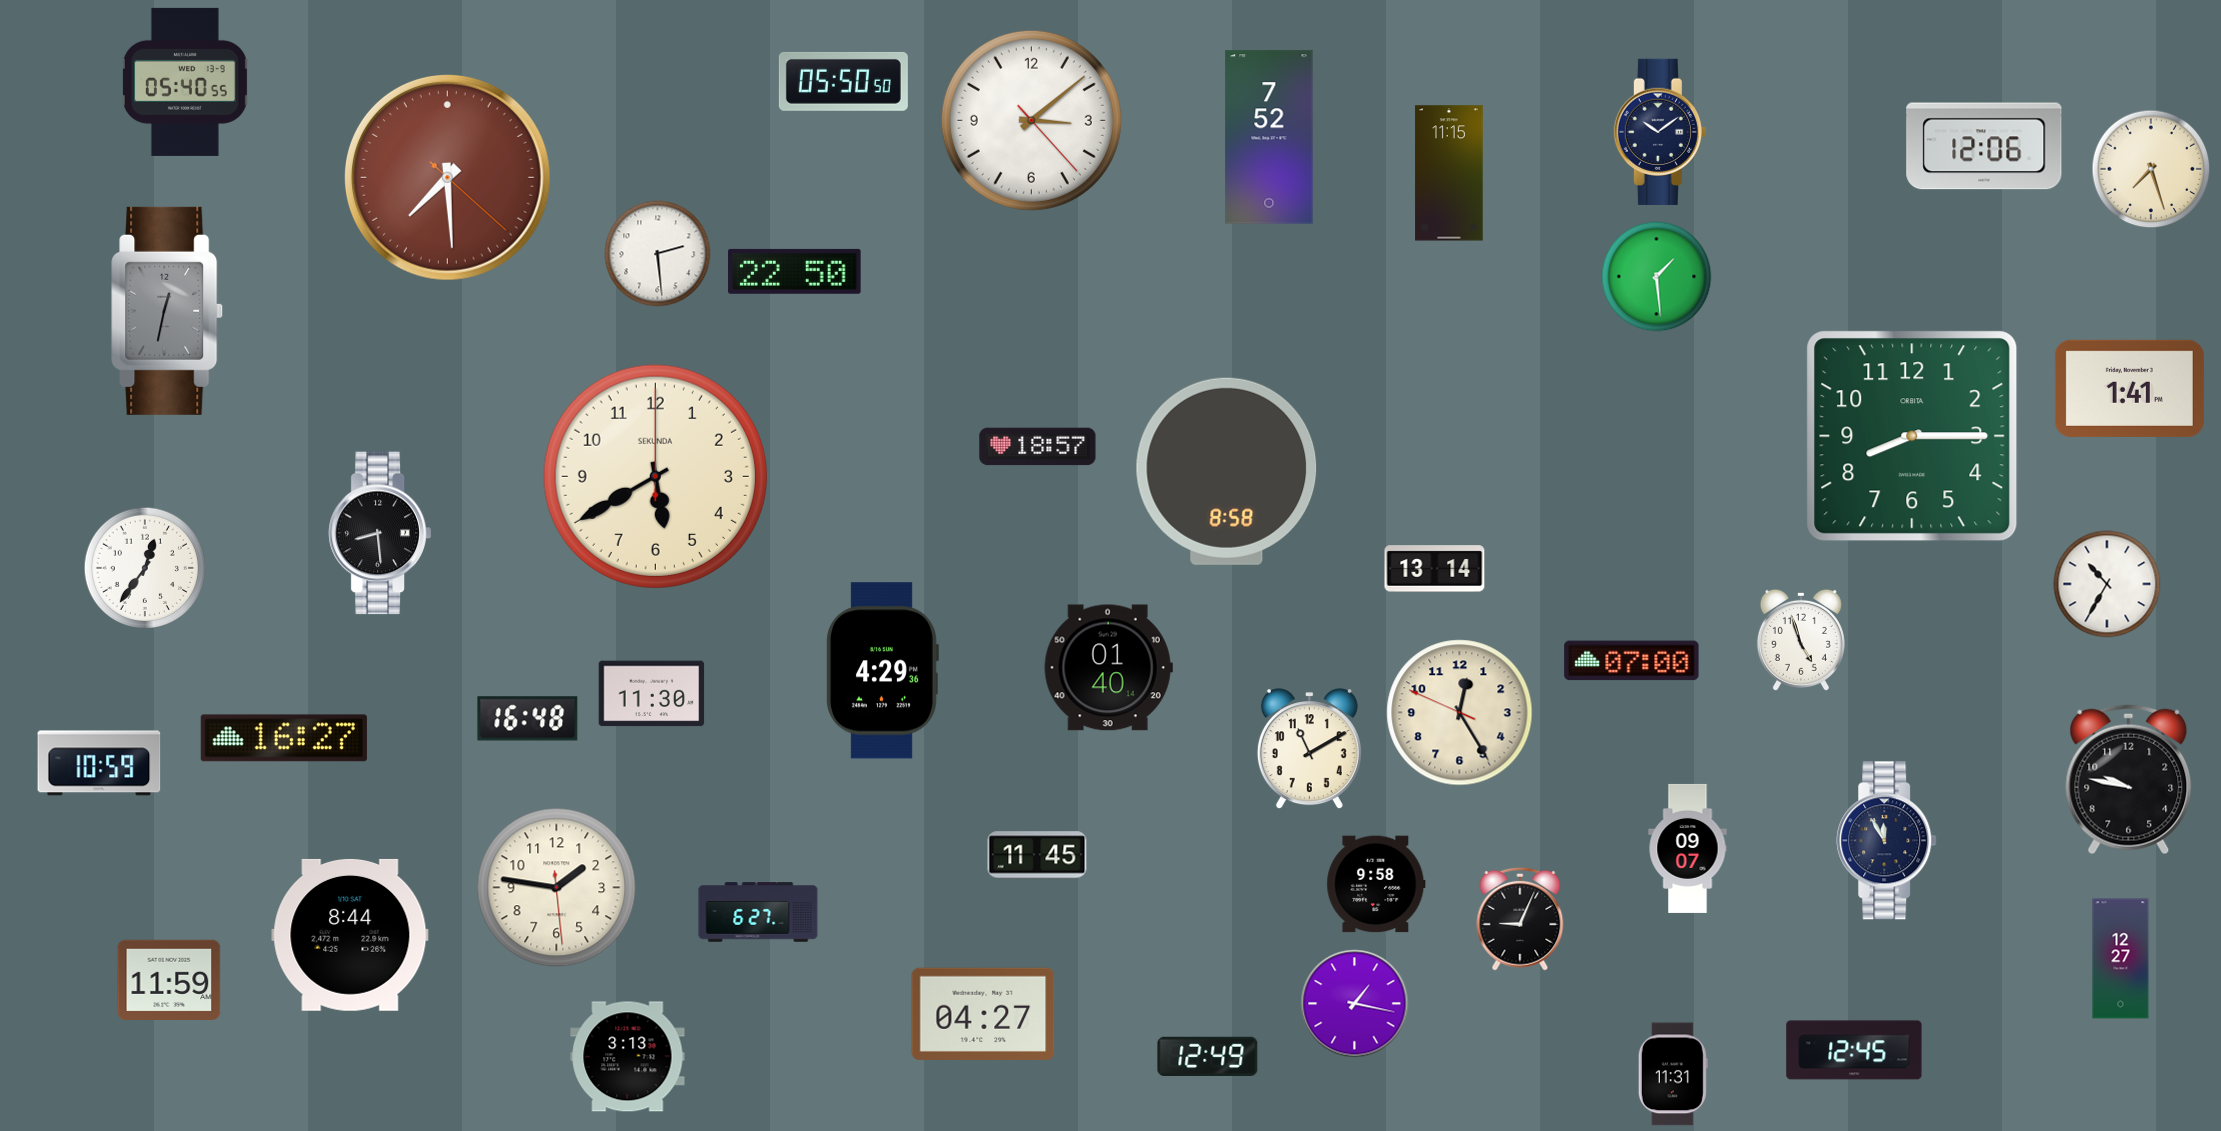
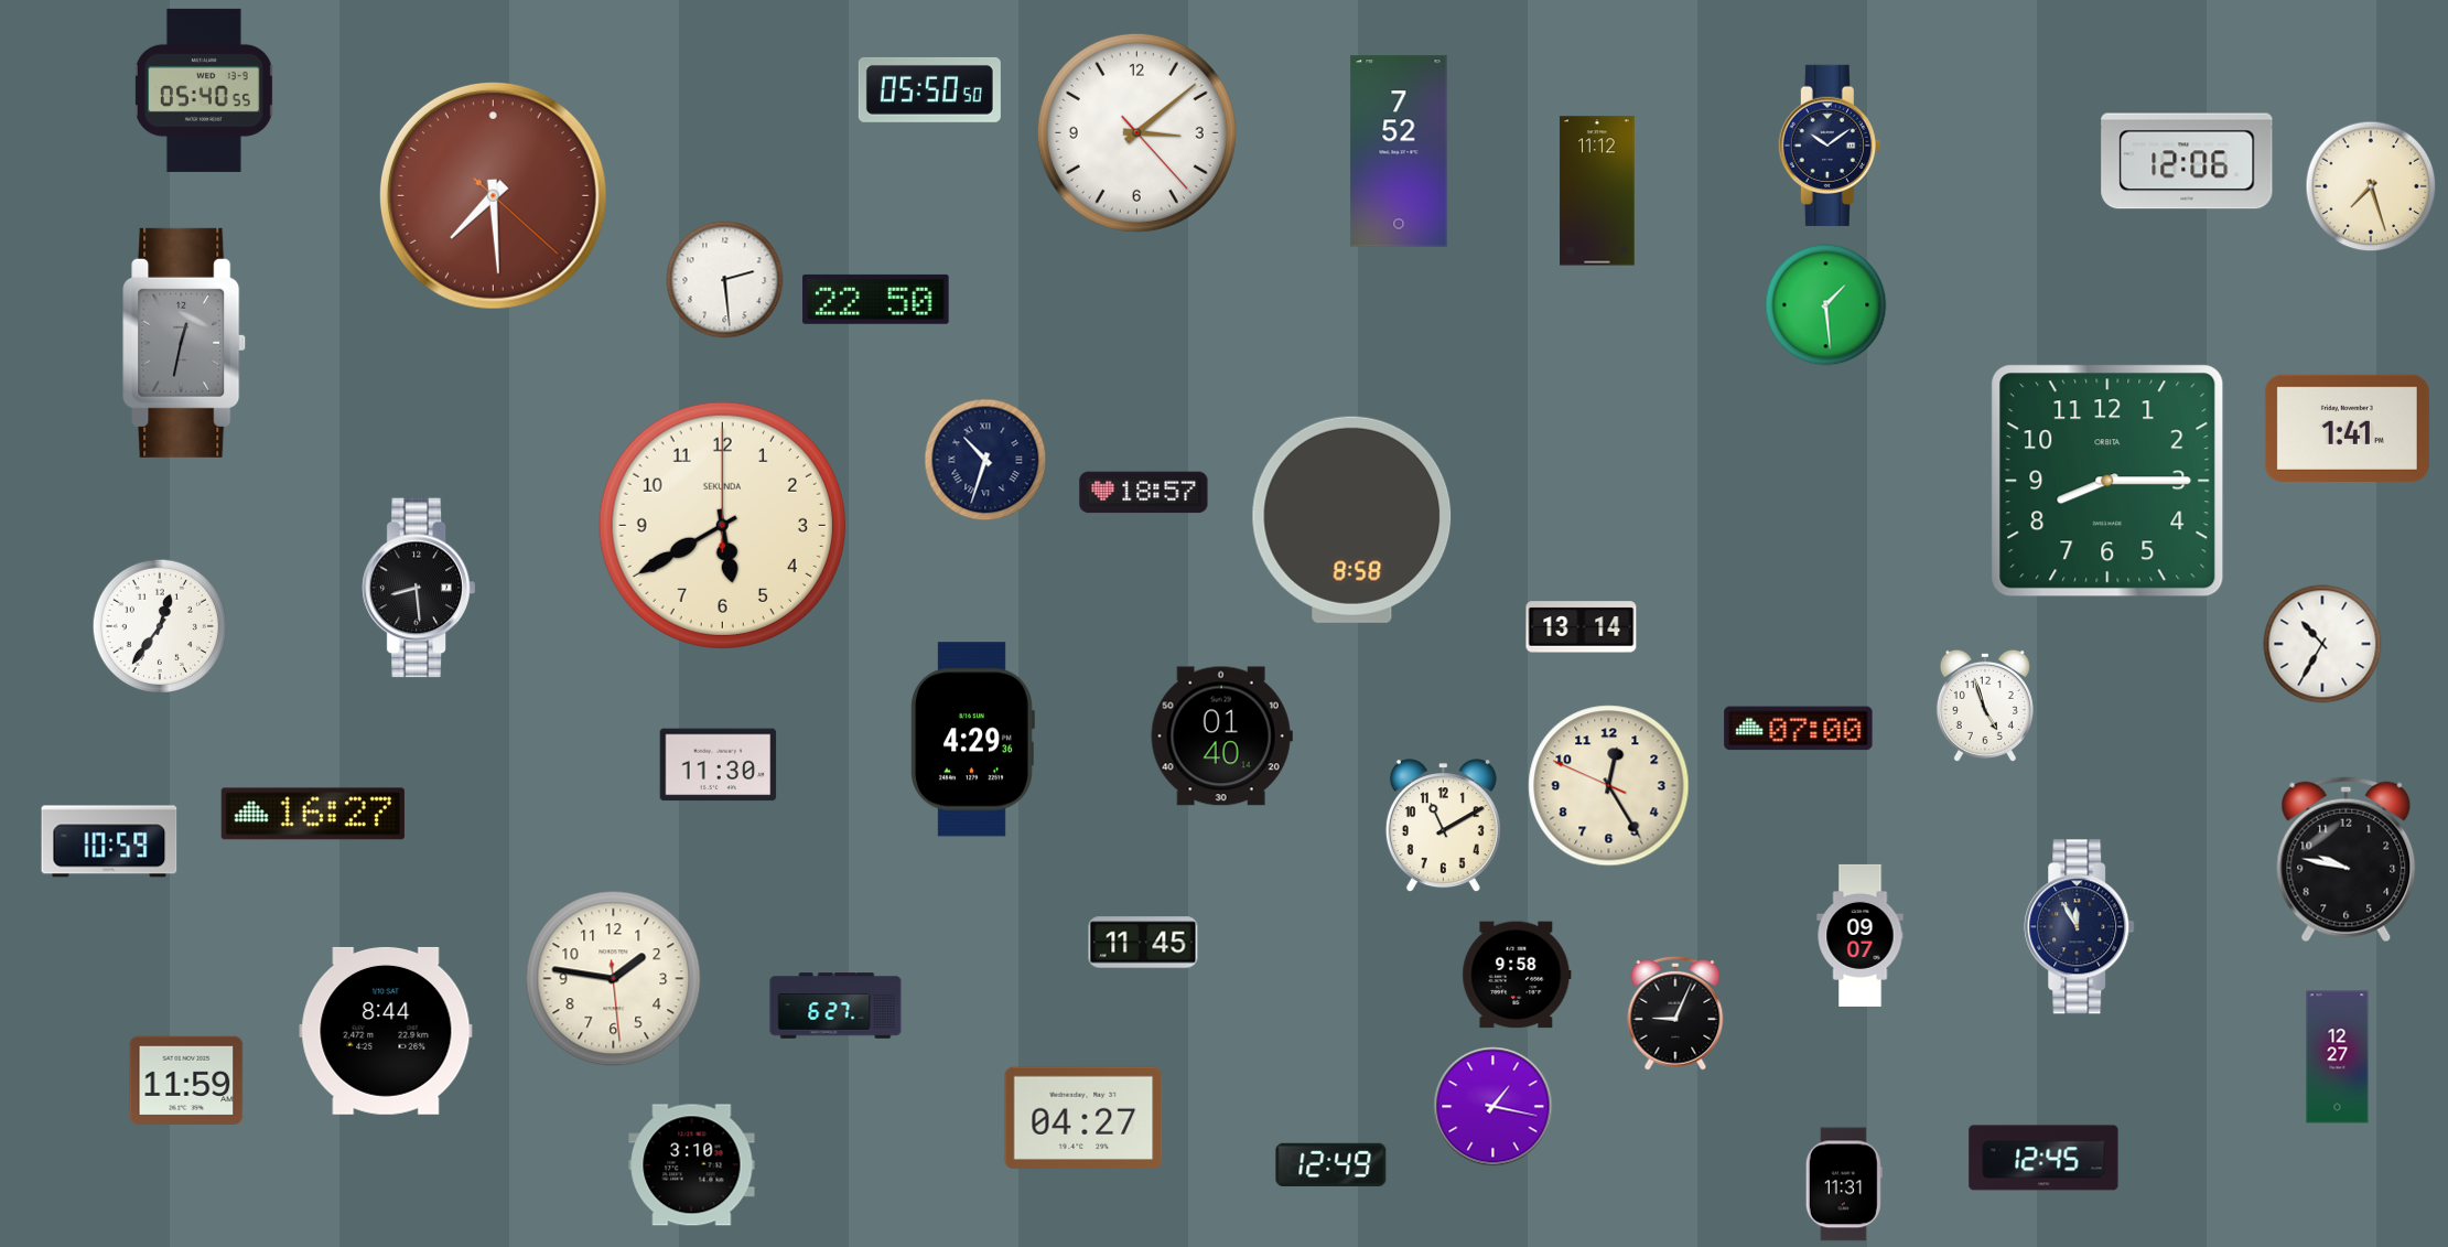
clock at (1449, 173): 11:15 -> 11:12
clock at (985, 460): none -> 10:33
clock at (528, 719): 16:48 -> none
clock at (628, 1057): 3:13 -> 3:10
